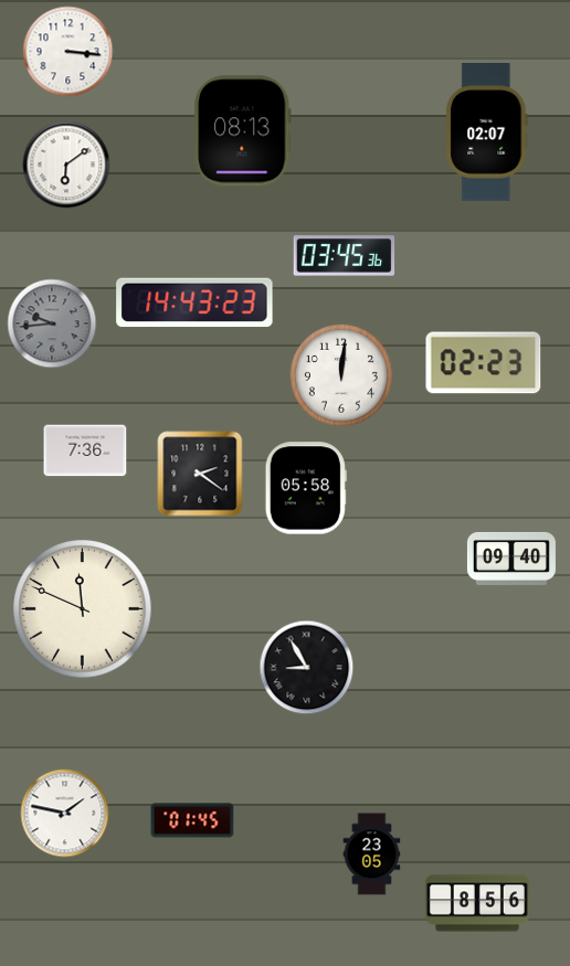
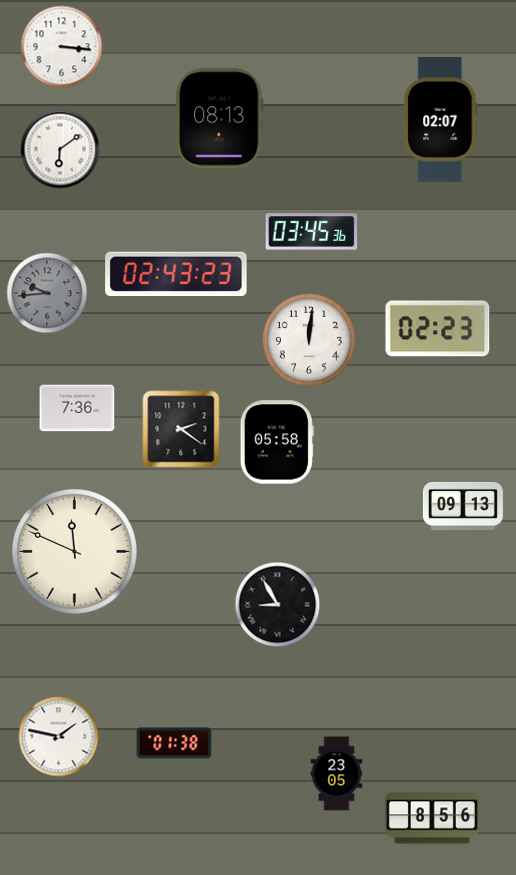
clock at (194, 302): 14:43 -> 02:43
clock at (511, 559): 09:40 -> 09:13
clock at (192, 820): 01:45 -> 01:38
